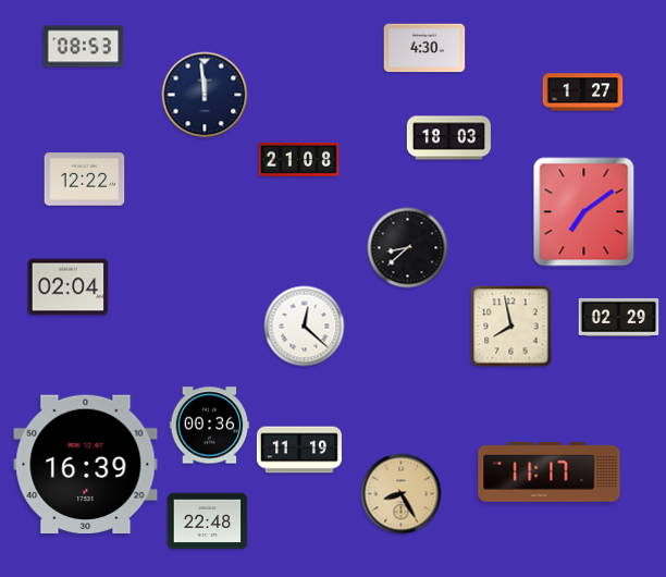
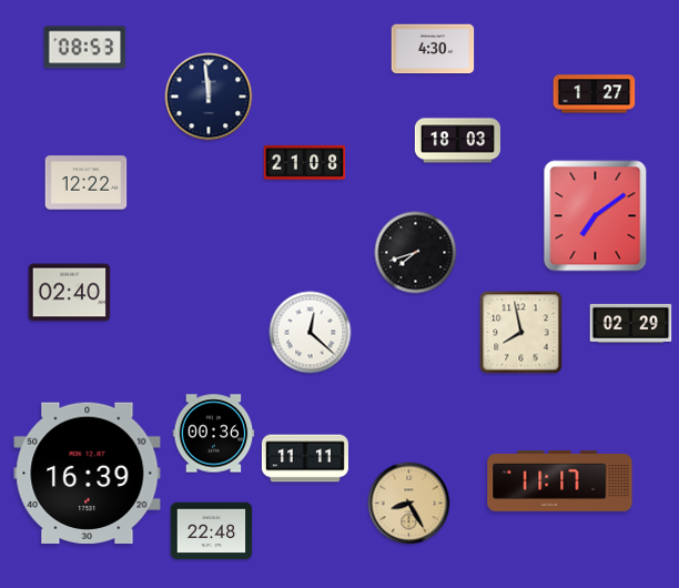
clock at (408, 248): 8:38 -> 7:42
clock at (69, 287): 02:04 -> 02:40
clock at (299, 450): 11:19 -> 11:11
